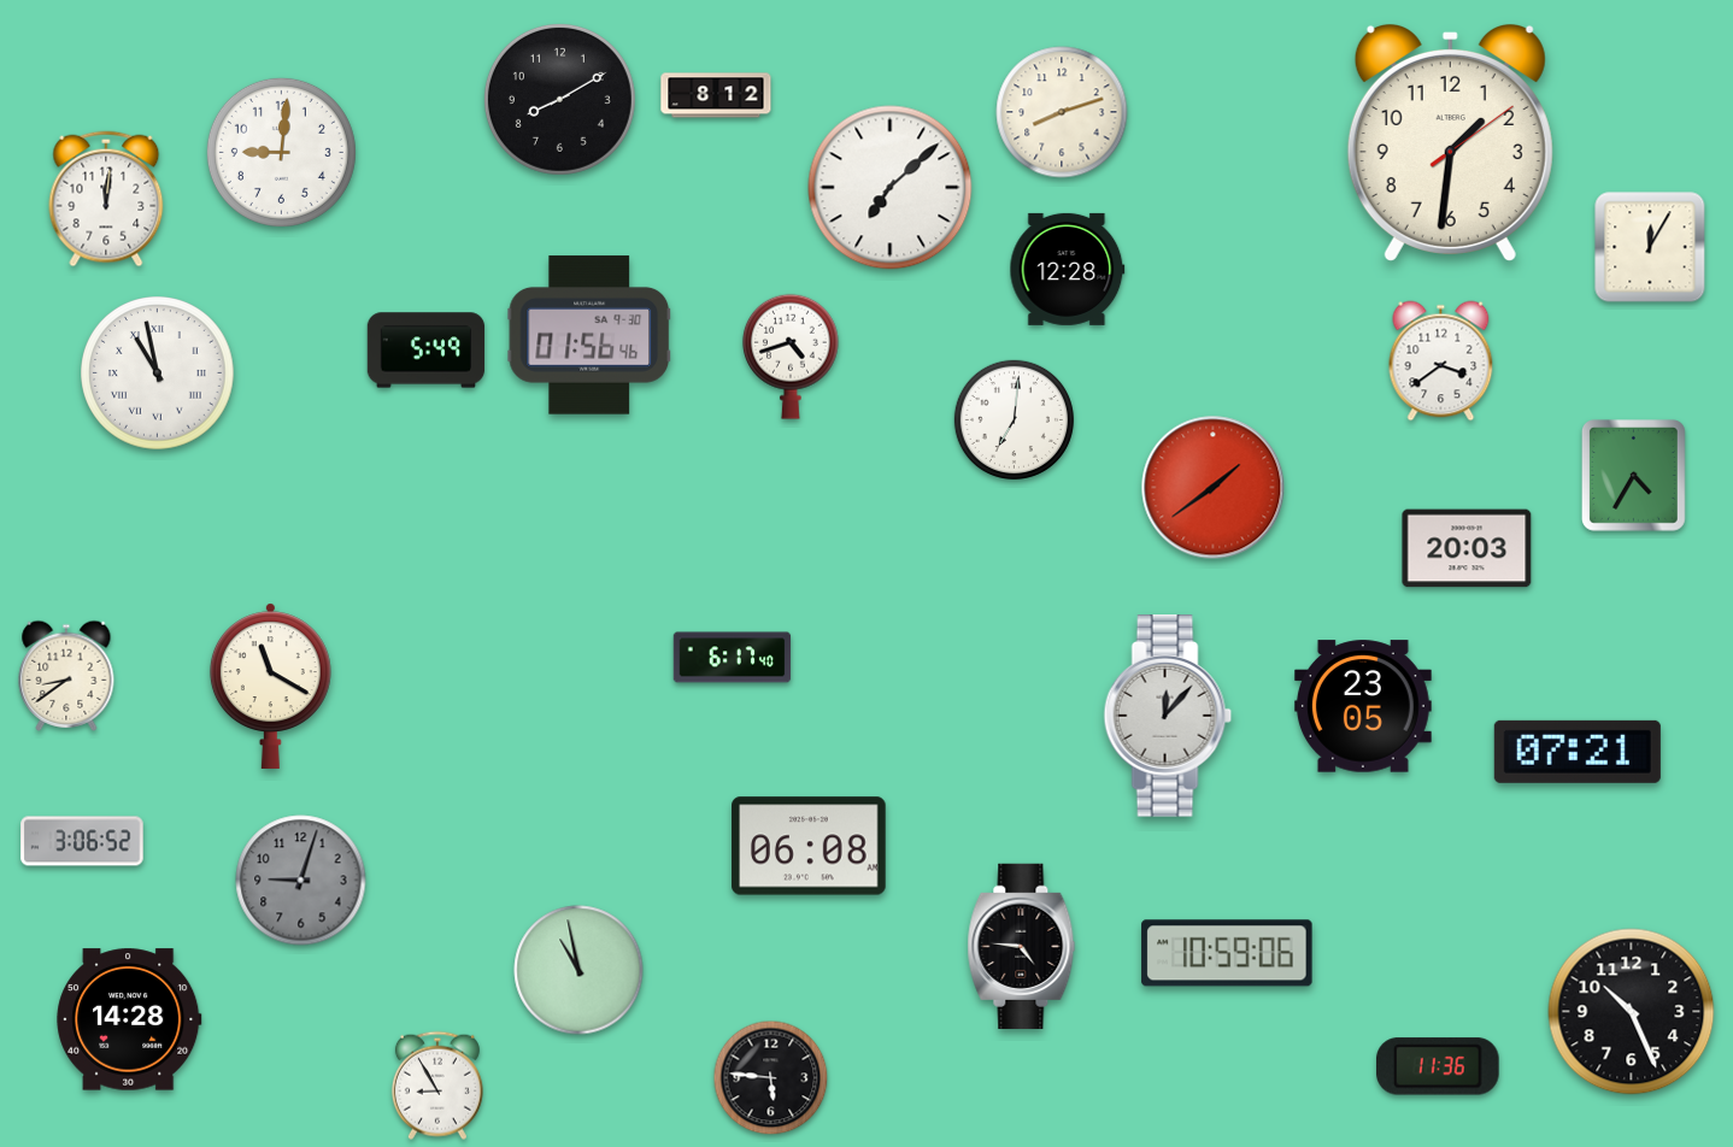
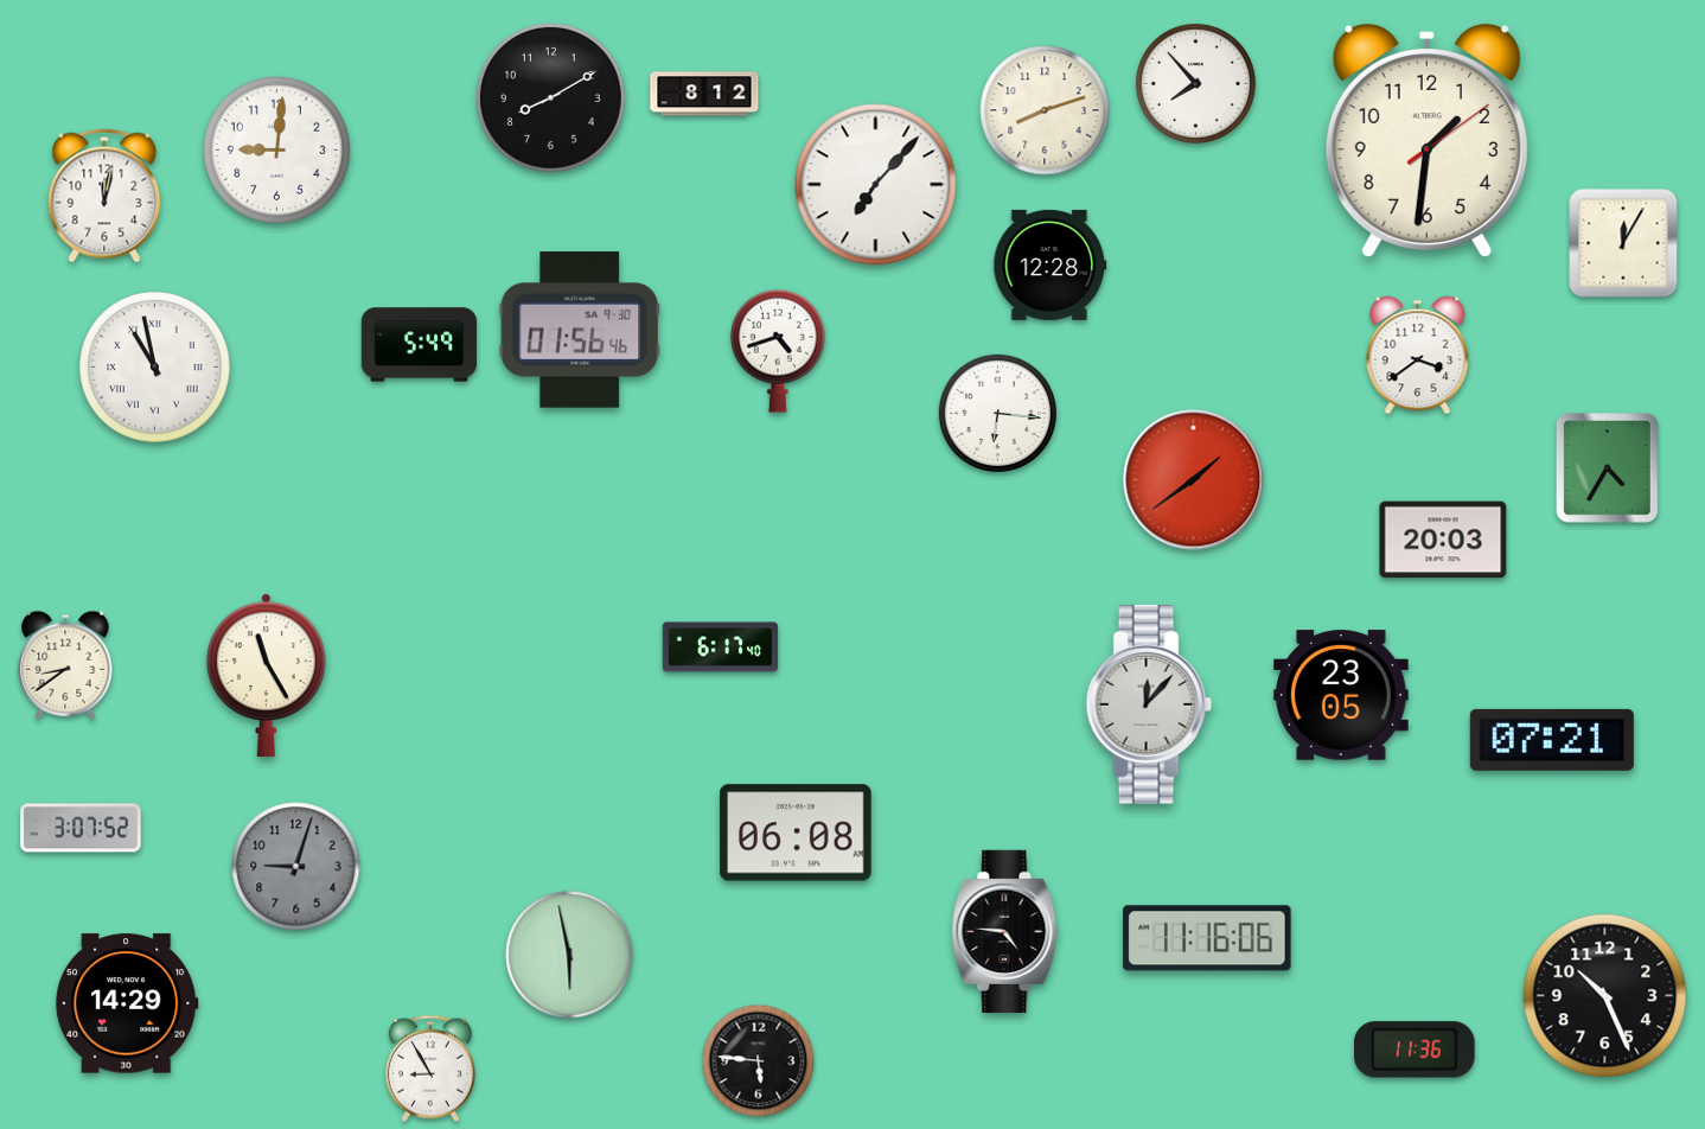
clock at (1195, 83): none -> 7:53
clock at (891, 188): 7:08 -> 7:07
clock at (106, 199): 12:01 -> 12:02
clock at (1014, 419): 7:01 -> 6:16
clock at (270, 686): 11:20 -> 11:25
clock at (82, 841): 3:06 -> 3:07
clock at (1227, 953): 10:59 -> 11:16
clock at (578, 970): 10:58 -> 5:58
clock at (129, 1019): 14:28 -> 14:29
